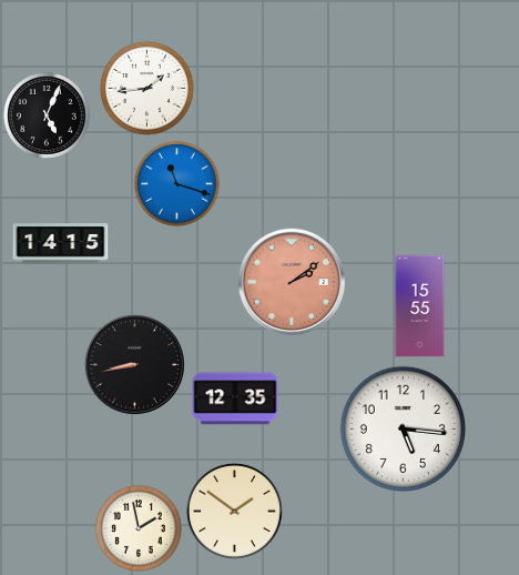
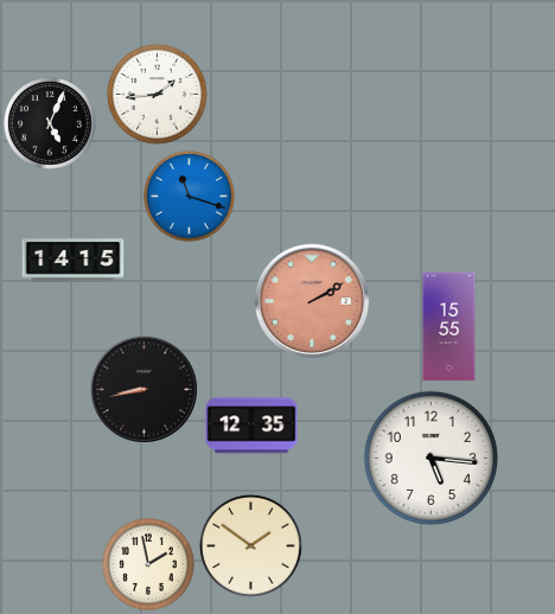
clock at (61, 244) position: (61, 244) -> (74, 261)
clock at (291, 281): 2:09 -> 2:10
